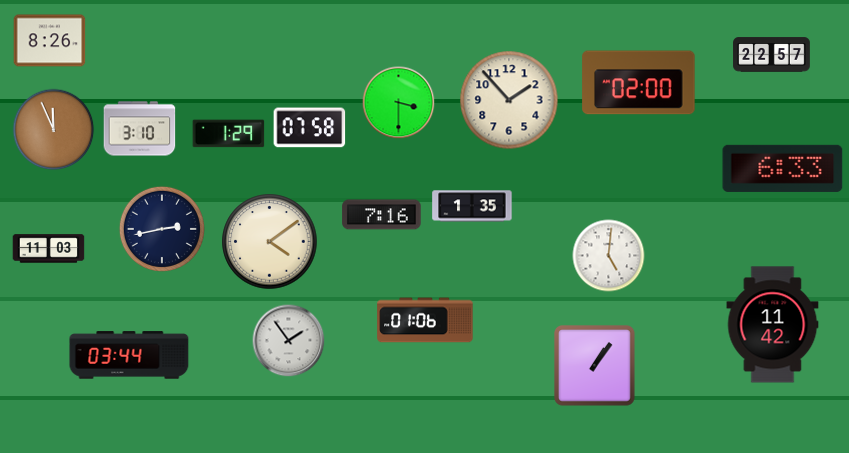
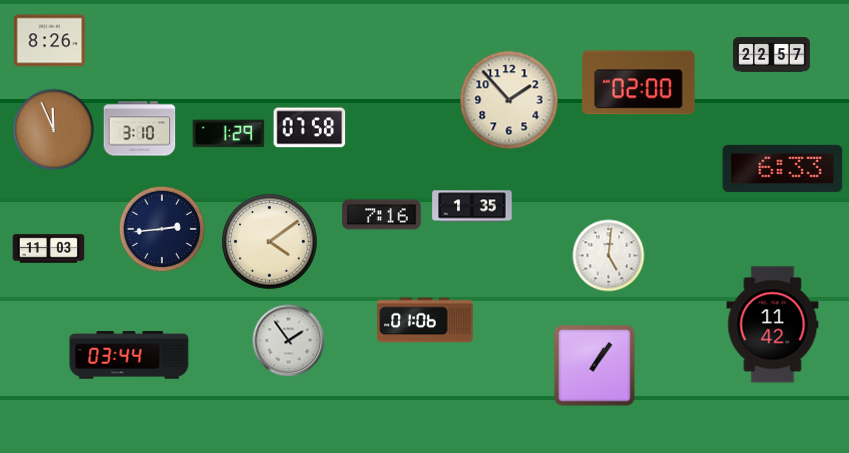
clock at (399, 103): 3:30 -> none
clock at (162, 229): 2:43 -> 2:44
